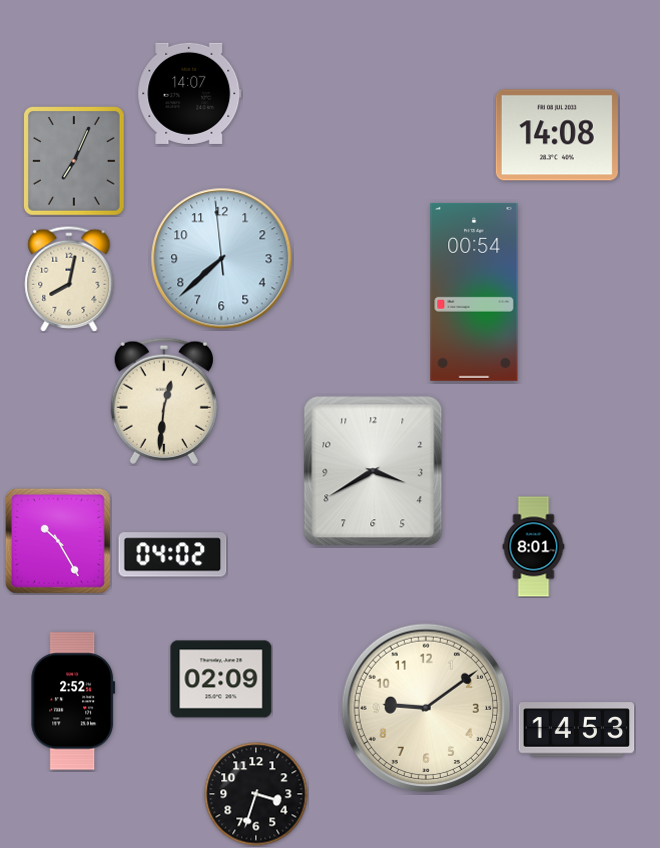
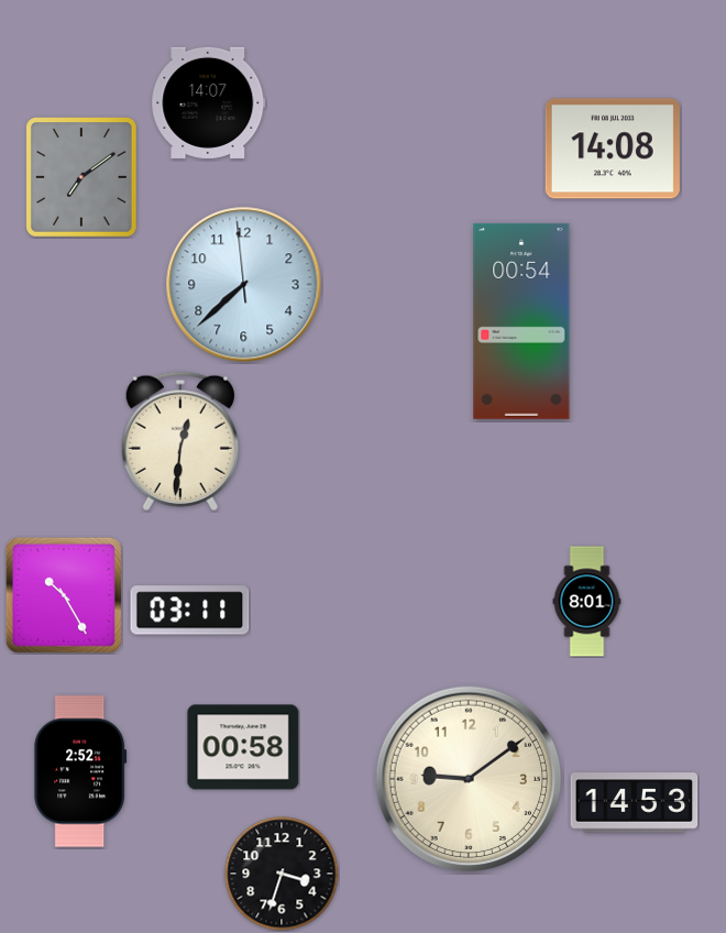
clock at (75, 162): 7:04 -> 7:09
clock at (69, 279): 8:02 -> none
clock at (373, 471): 3:40 -> none
clock at (173, 555): 04:02 -> 03:11
clock at (221, 679): 02:09 -> 00:58
